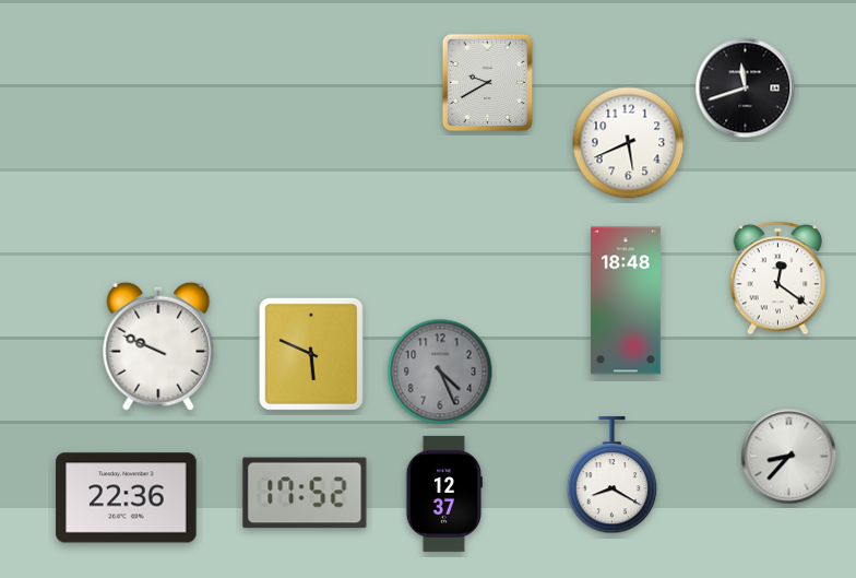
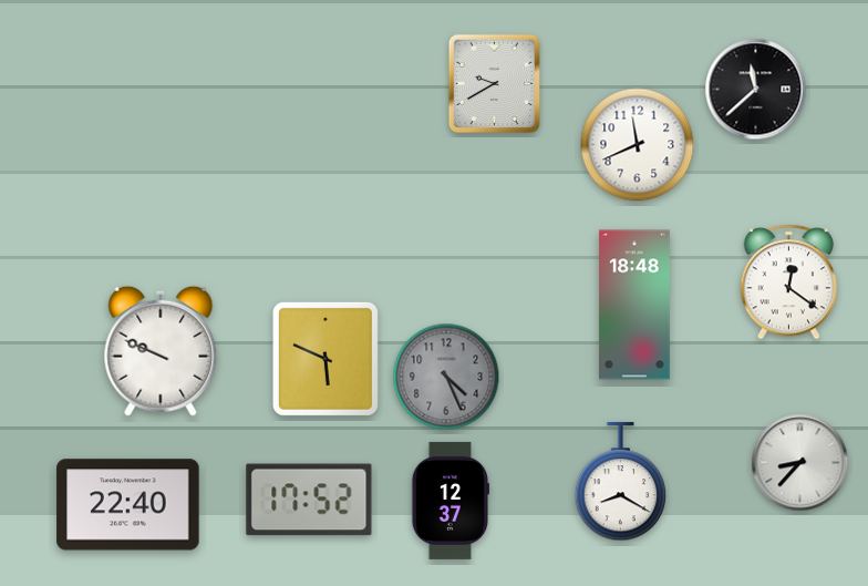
clock at (746, 89): 11:42 -> 11:38
clock at (629, 143): 5:41 -> 11:41
clock at (311, 354) position: (311, 354) -> (325, 359)
clock at (127, 498): 22:36 -> 22:40
